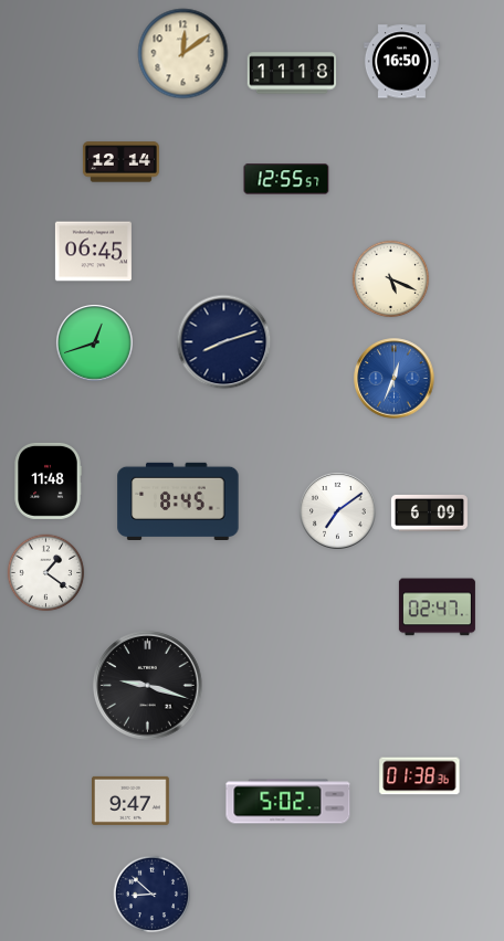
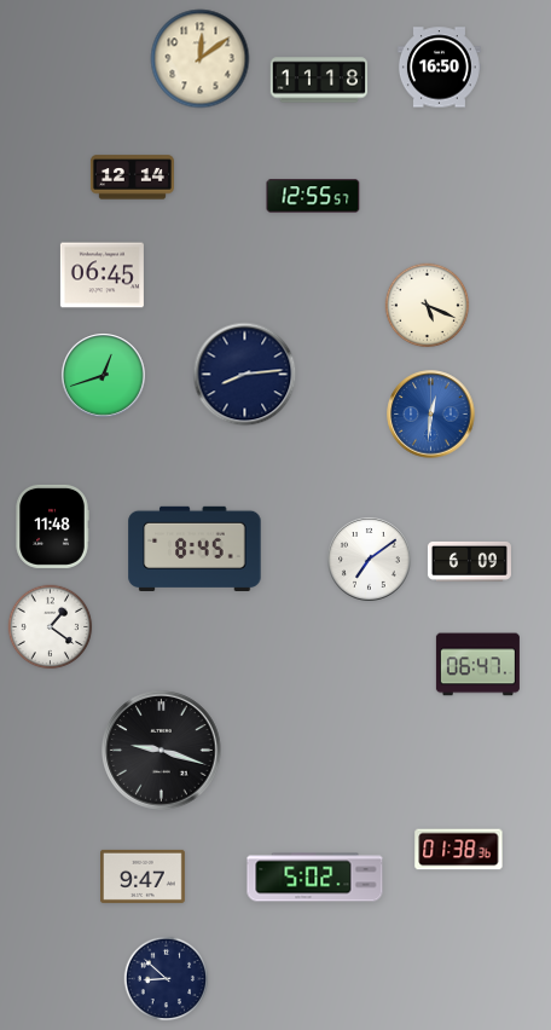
clock at (224, 342): 8:12 -> 8:14
clock at (395, 379): 12:34 -> 12:31
clock at (437, 607): 02:47 -> 06:47
